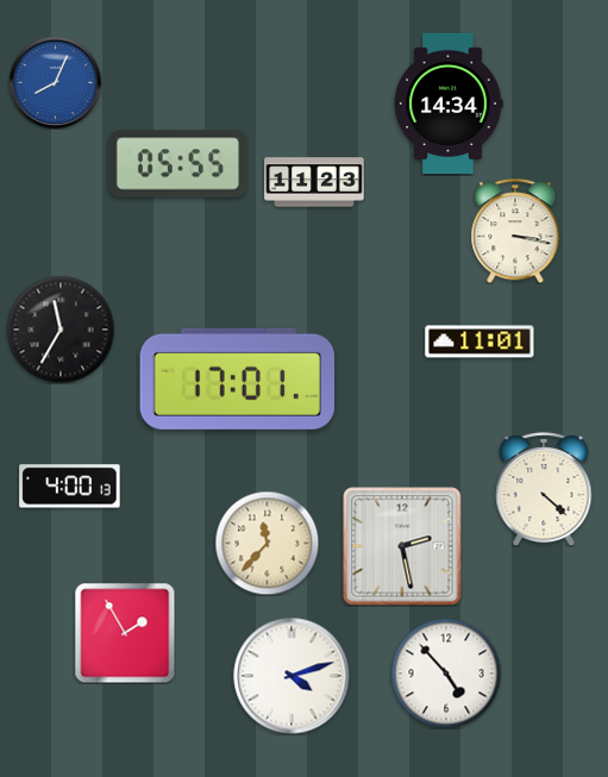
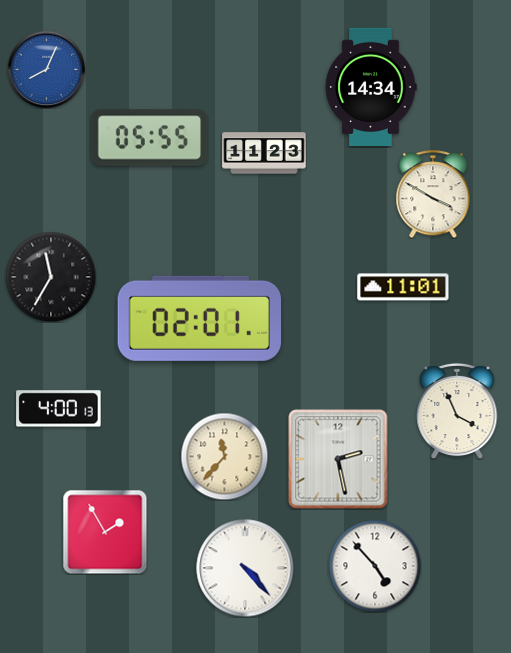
clock at (449, 102) position: (449, 102) -> (371, 86)
clock at (515, 231): 3:17 -> 3:50
clock at (237, 378): 17:01 -> 02:01
clock at (544, 489): 4:22 -> 3:56
clock at (292, 676): 4:12 -> 4:23
